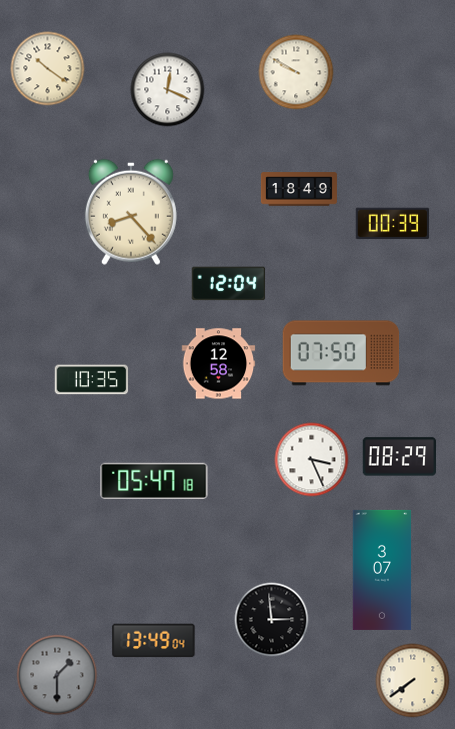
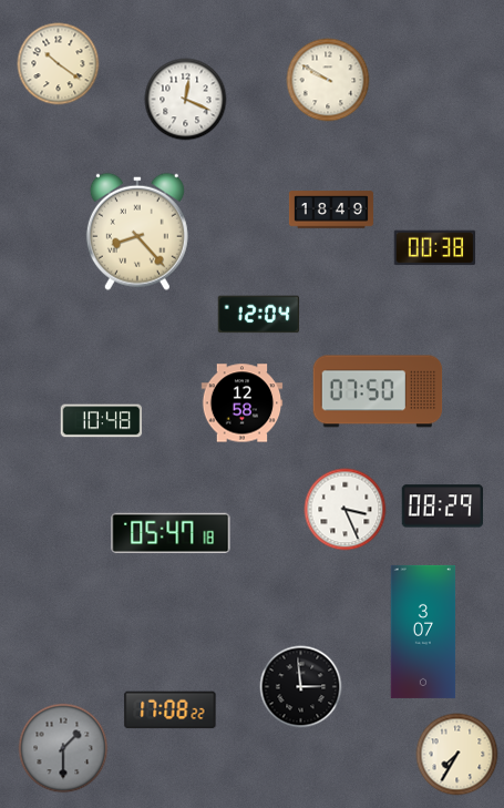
clock at (48, 69) position: (48, 69) -> (59, 64)
clock at (131, 212) position: (131, 212) -> (137, 232)
clock at (393, 224): 00:39 -> 00:38
clock at (229, 284) position: (229, 284) -> (259, 315)
clock at (92, 380): 10:35 -> 10:48
clock at (154, 641): 13:49 -> 17:08
clock at (413, 681): 7:39 -> 7:35
